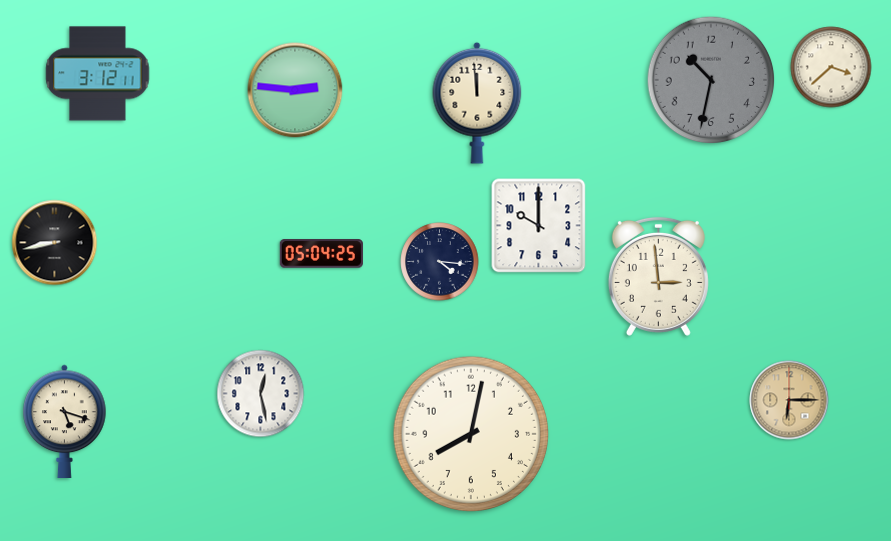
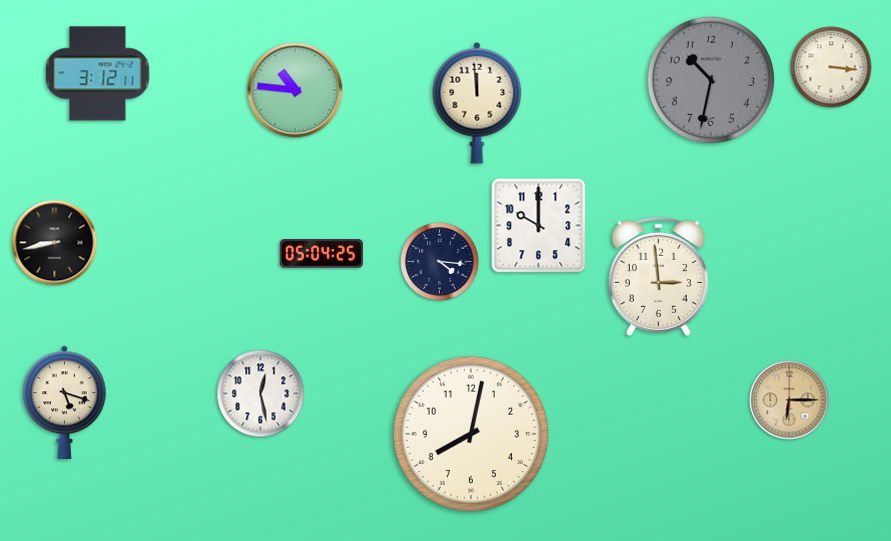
clock at (831, 67): 3:38 -> 3:16
clock at (295, 90): 2:46 -> 10:46
clock at (65, 421) position: (65, 421) -> (65, 402)
